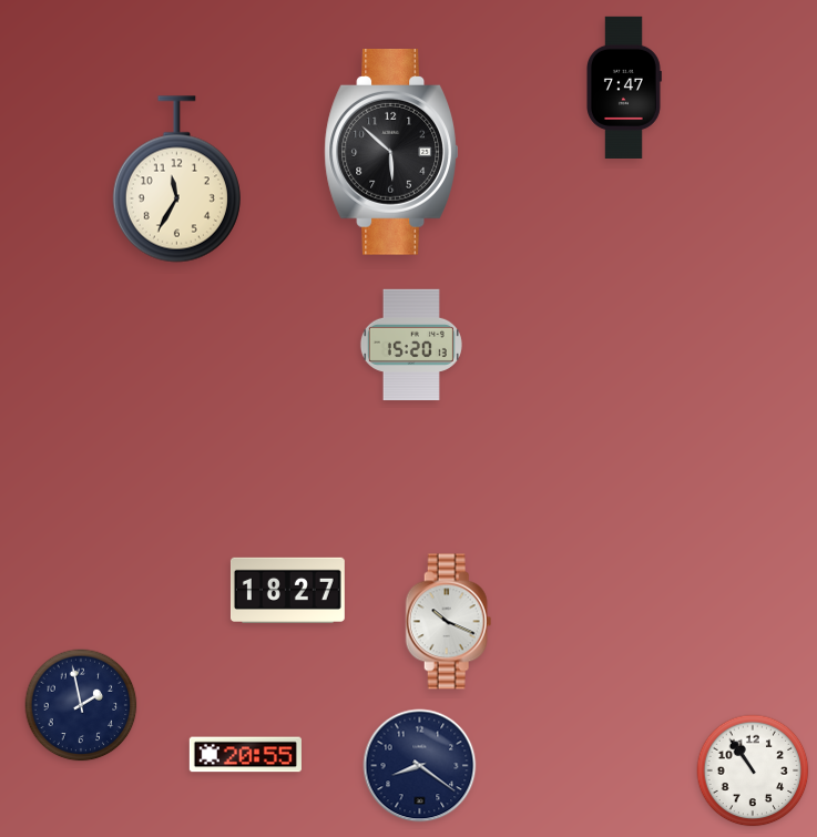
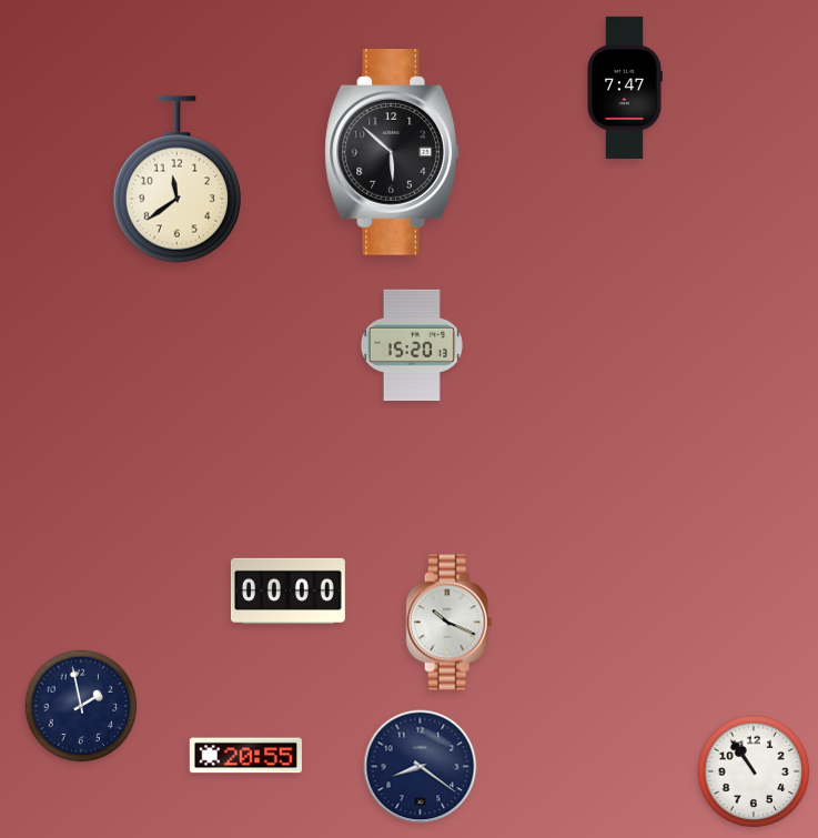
clock at (176, 180): 11:35 -> 11:39
clock at (287, 590): 18:27 -> 00:00
